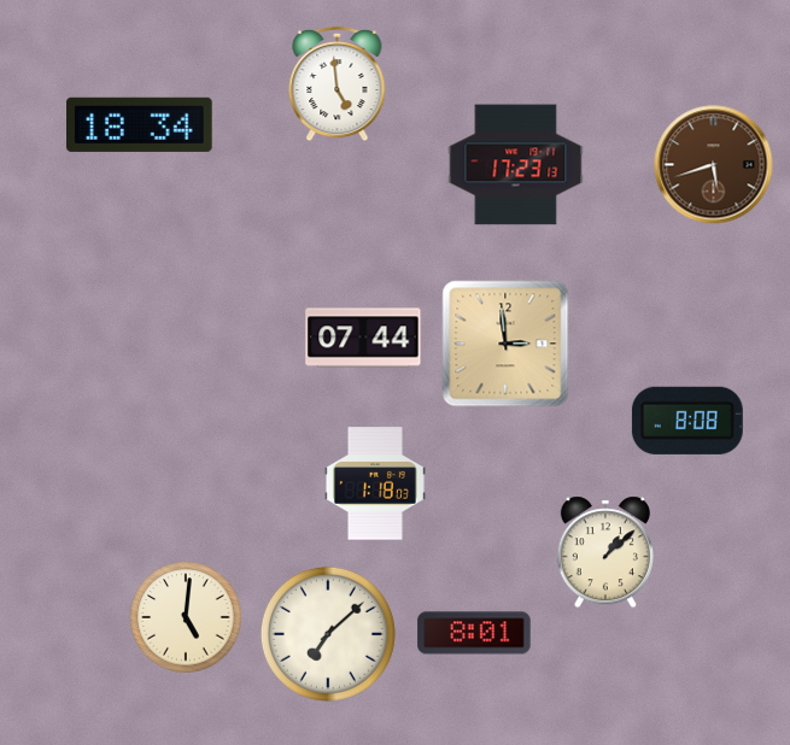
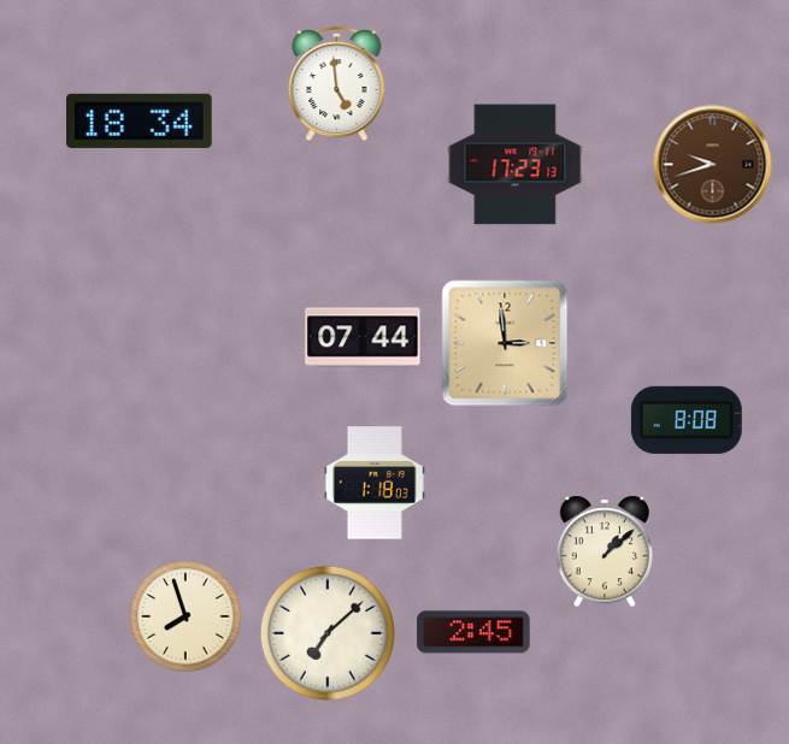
clock at (140, 124) position: (140, 124) -> (140, 120)
clock at (714, 165): 5:42 -> 9:42
clock at (186, 617): 5:01 -> 7:57
clock at (474, 633): 8:01 -> 2:45
